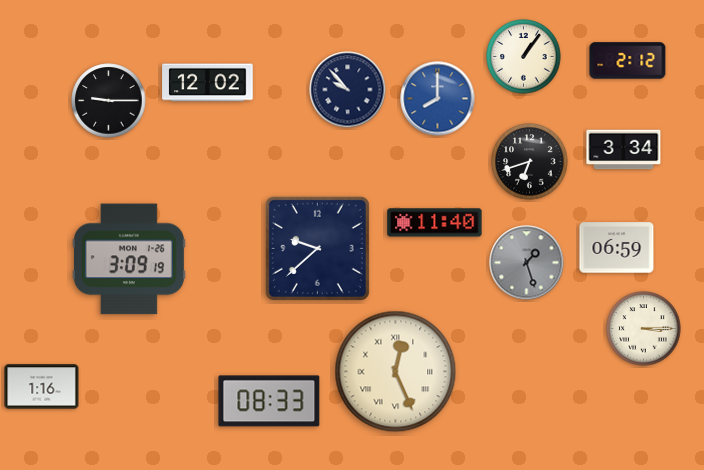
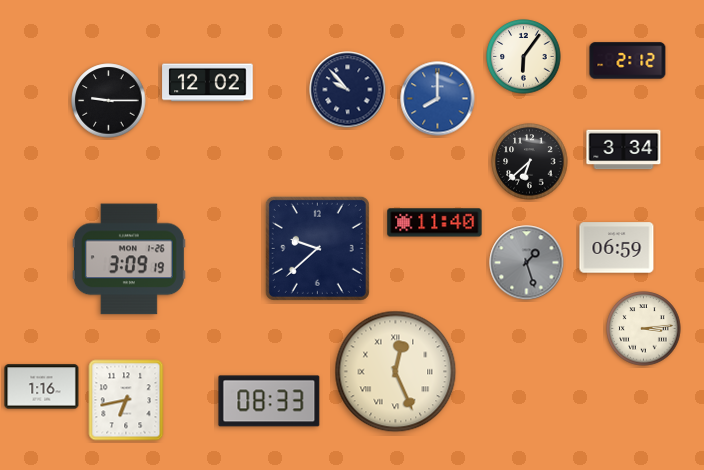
clock at (524, 57): 1:06 -> 6:06
clock at (530, 162): 6:42 -> 6:38
clock at (644, 329): 3:15 -> 3:14
clock at (126, 400): none -> 6:43
